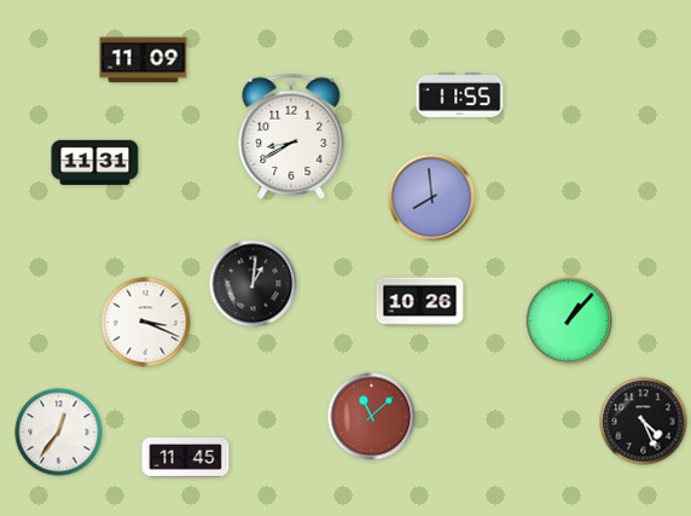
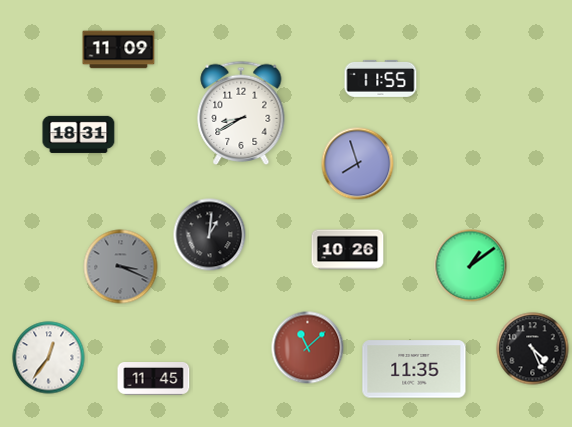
clock at (95, 162): 11:31 -> 18:31
clock at (432, 198): 7:59 -> 7:57
clock at (569, 321): 1:07 -> 1:09
clock at (146, 323) dial: white -> grey
clock at (372, 417) position: (372, 417) -> (308, 348)
clock at (414, 369): none -> 11:35
